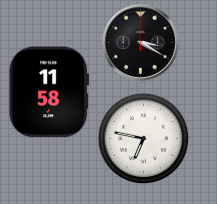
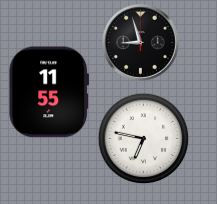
clock at (140, 42): 3:20 -> 8:57
clock at (49, 92): 11:58 -> 11:55
